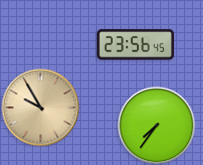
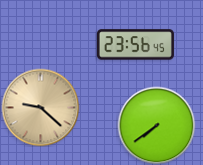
clock at (40, 107): 9:55 -> 9:22
clock at (156, 125): 7:36 -> 7:39
